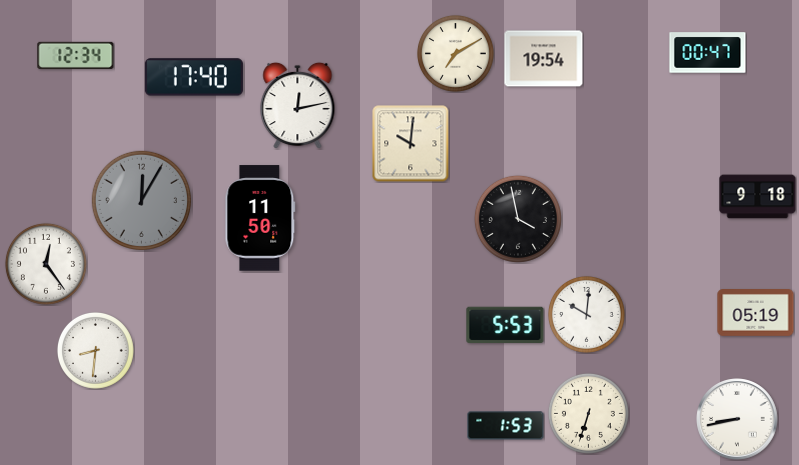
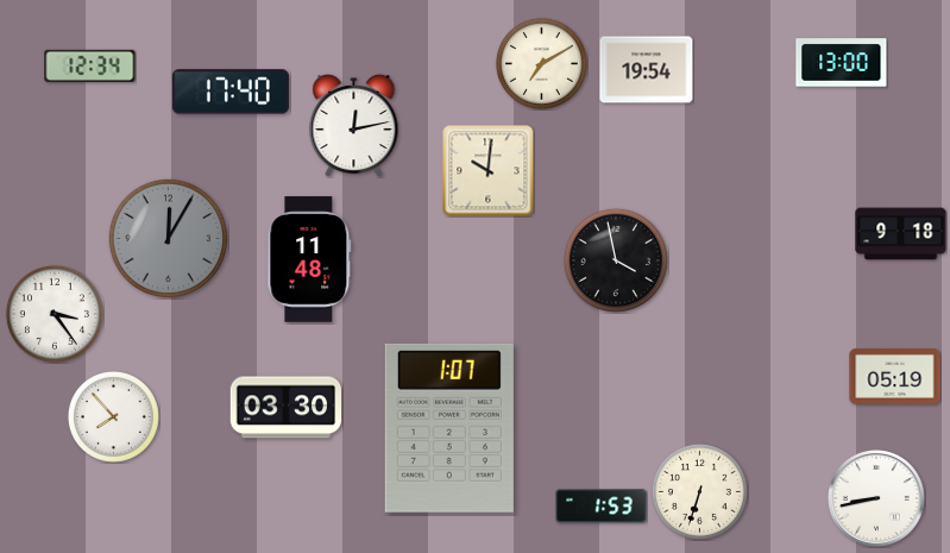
clock at (708, 53): 00:47 -> 13:00
clock at (260, 218): 11:50 -> 11:48
clock at (46, 264): 12:24 -> 3:24
clock at (756, 313) position: (756, 313) -> (895, 377)
clock at (586, 314): 10:01 -> none
clock at (505, 324): 5:53 -> none
clock at (287, 408): none -> 03:30
clock at (95, 350): 8:31 -> 7:53
clock at (449, 428): none -> 1:07
